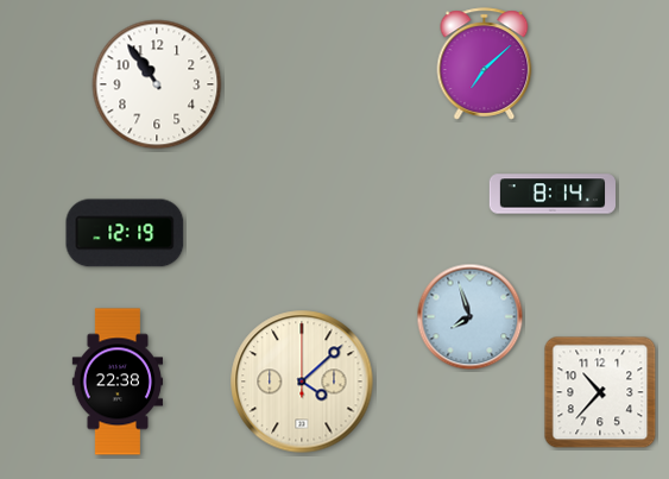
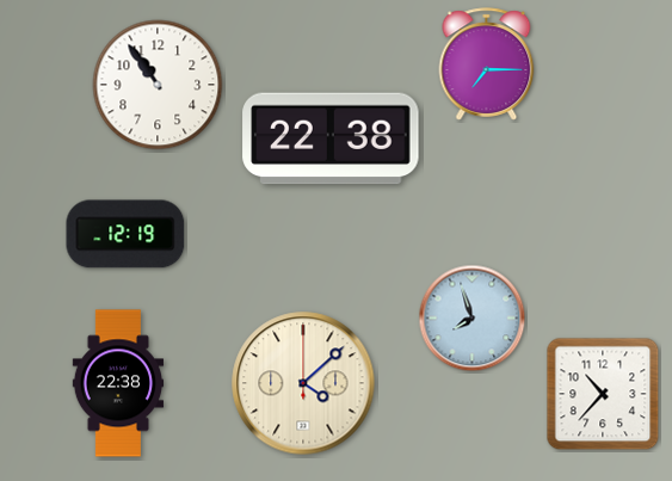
clock at (485, 64): 7:08 -> 7:15
clock at (331, 138): none -> 22:38
clock at (553, 194): 8:14 -> none
